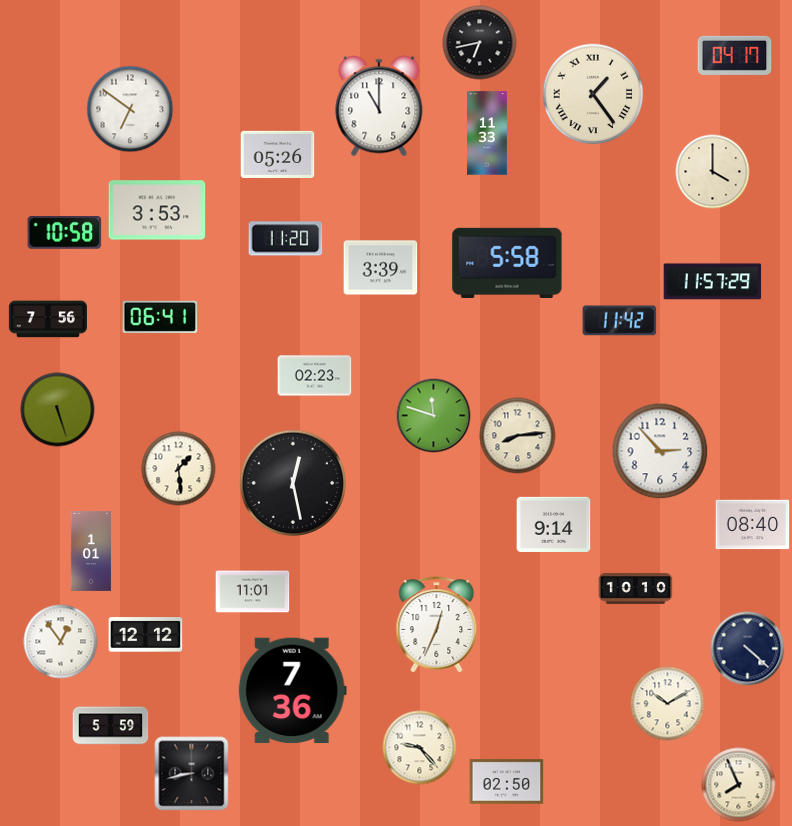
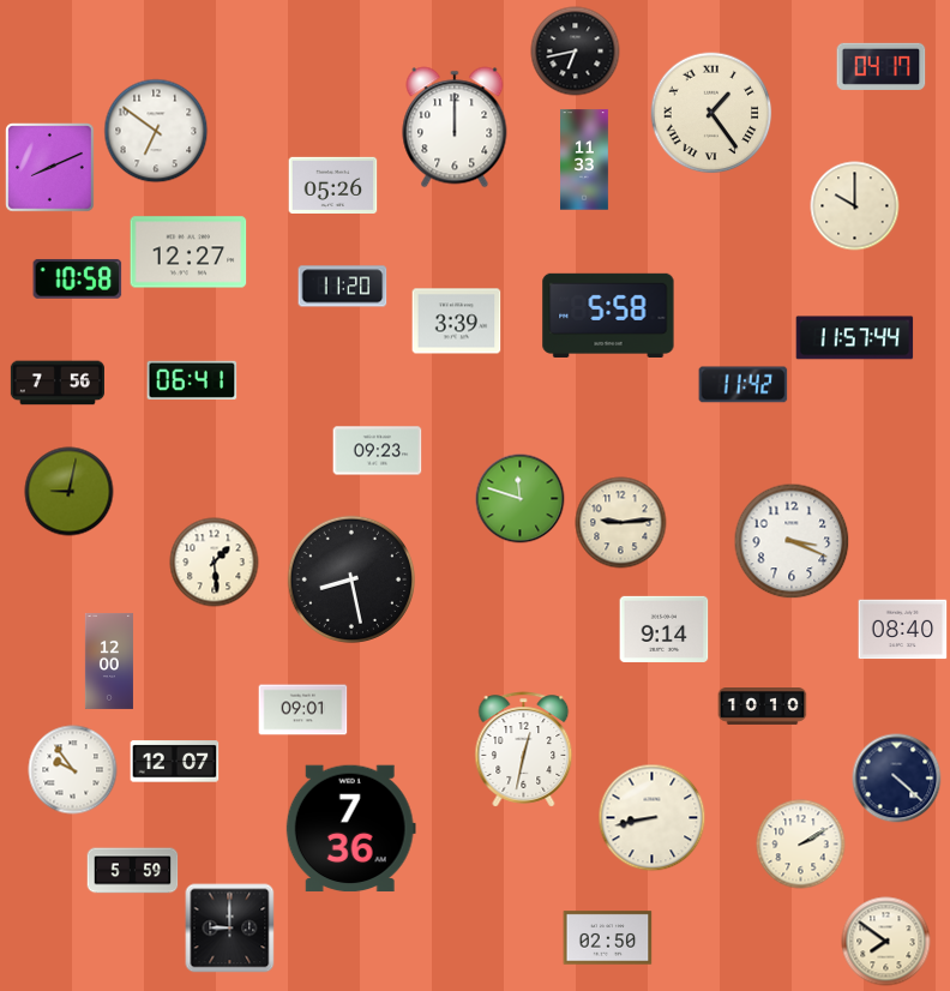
clock at (379, 106): 11:00 -> 12:00
clock at (50, 168): none -> 8:11
clock at (713, 172): 4:00 -> 10:00
clock at (157, 210): 3:53 -> 12:27
clock at (713, 282): 11:57:29 -> 11:57:44
clock at (315, 376): 02:23 -> 09:23
clock at (58, 410): 5:27 -> 9:02
clock at (518, 436): 8:14 -> 9:14
clock at (660, 451): 2:53 -> 3:19
clock at (292, 482): 12:28 -> 8:28
clock at (91, 551): 1:01 -> 12:00
clock at (253, 592): 11:01 -> 09:01
clock at (437, 625): 12:34 -> 12:32
clock at (146, 635): 12:12 -> 12:07
clock at (61, 642): 12:54 -> 9:54
clock at (653, 818): none -> 8:43
clock at (668, 704): 10:10 -> 2:10
clock at (420, 748): 9:23 -> none
clock at (192, 774): 8:43 -> 9:00
clock at (739, 785): 7:56 -> 7:51
